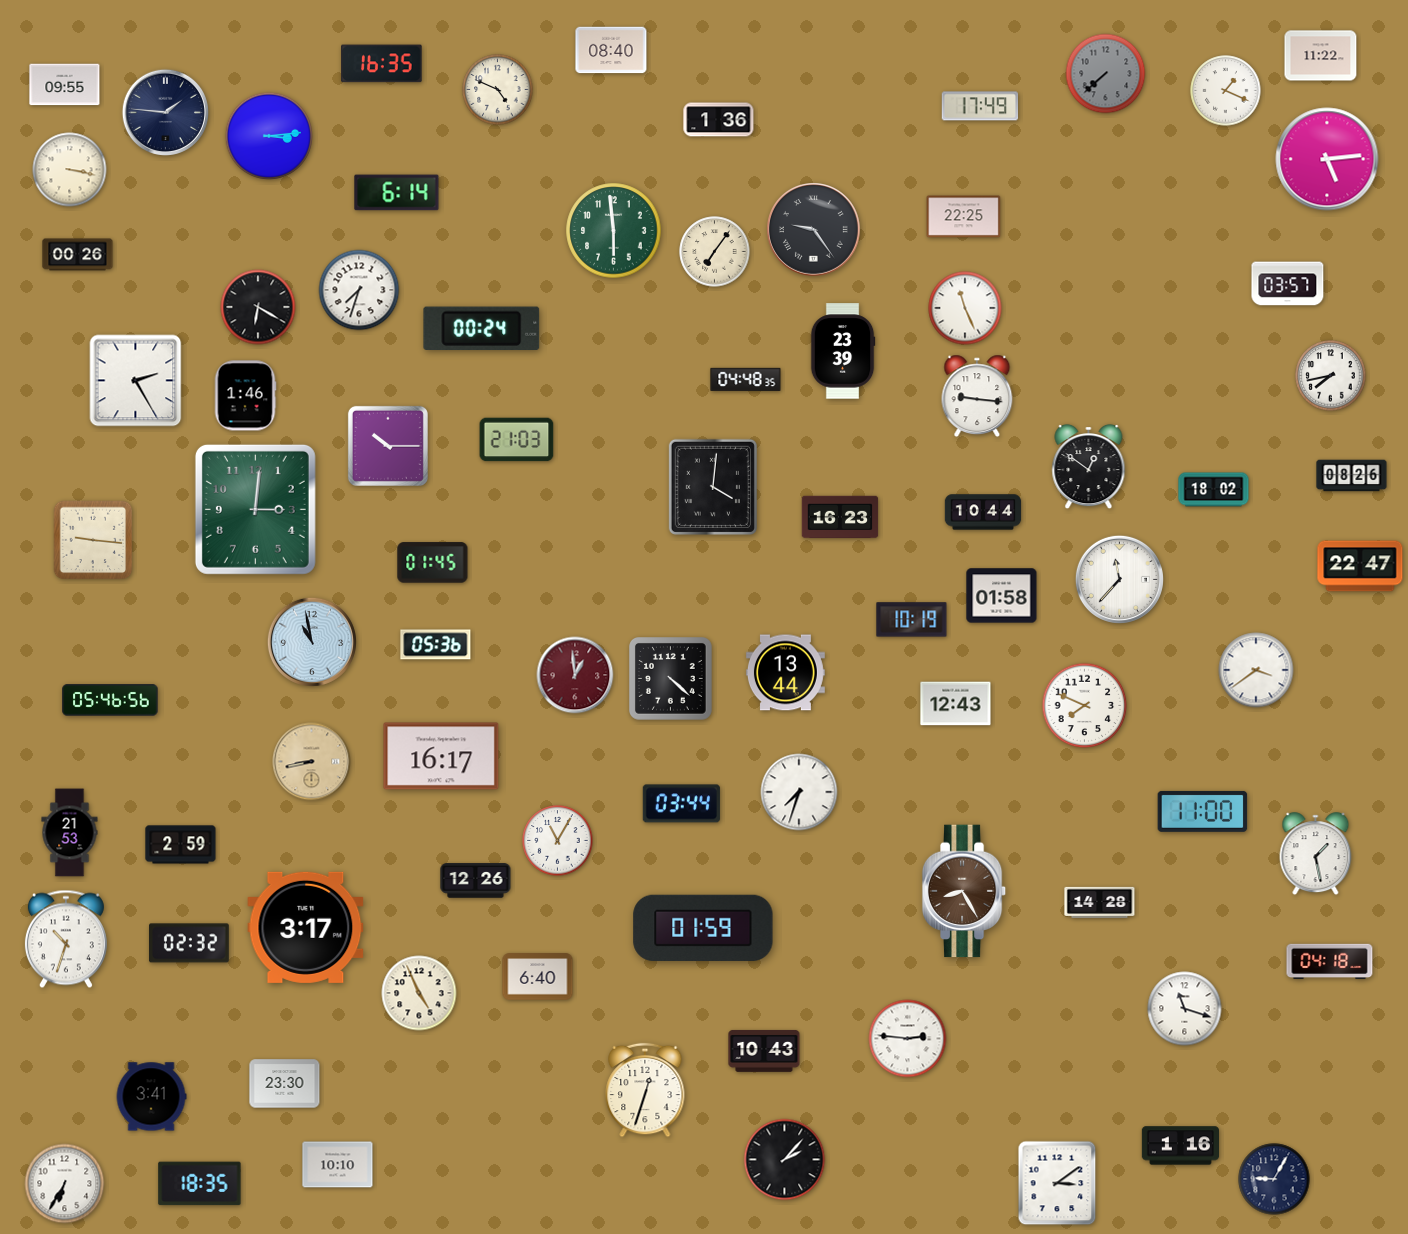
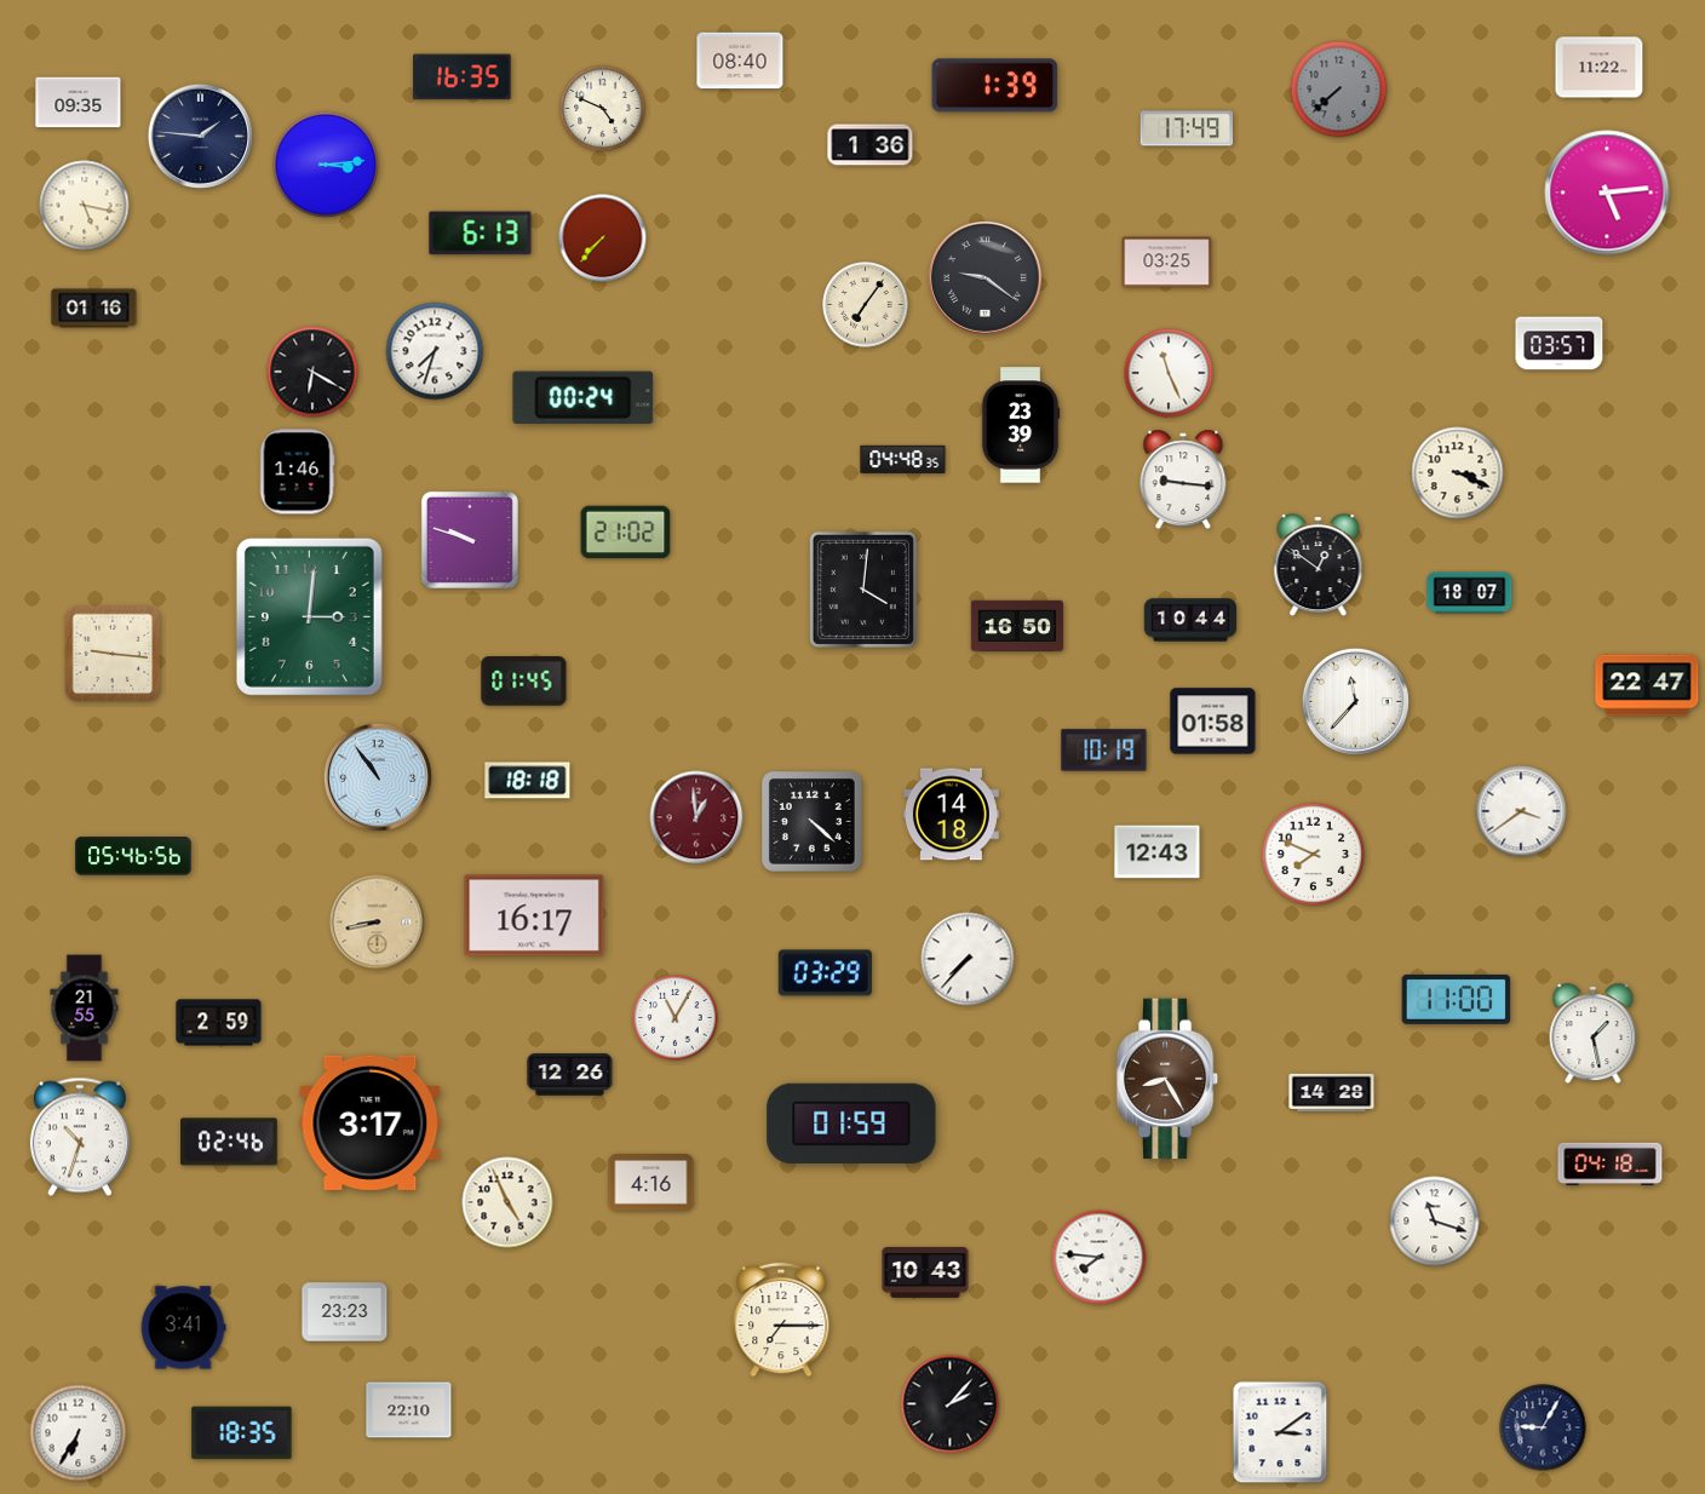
clock at (995, 86): none -> 1:39
clock at (65, 85): 09:55 -> 09:35
clock at (1226, 91): 1:19 -> none
clock at (70, 170): 3:17 -> 5:17
clock at (397, 193): 6:14 -> 6:13
clock at (603, 239): none -> 7:37
clock at (964, 217): 22:25 -> 03:25
clock at (814, 230): 9:24 -> 9:21
clock at (614, 231): 5:59 -> none
clock at (78, 255): 00:26 -> 01:16
clock at (1331, 376): 7:43 -> none
clock at (136, 381): 2:25 -> none
clock at (1458, 473): none -> 3:19
clock at (245, 396) position: (245, 396) -> (297, 472)
clock at (517, 440): 21:03 -> 21:02
clock at (388, 446): 10:15 -> 9:48
clock at (1352, 476): 08:26 -> none
clock at (1214, 490): 18:02 -> 18:07
clock at (840, 517): 16:23 -> 16:50
clock at (312, 642): 10:58 -> 10:54
clock at (436, 645): 05:36 -> 18:18
clock at (785, 673): 13:44 -> 14:18
clock at (110, 700) position: (110, 700) -> (133, 856)
clock at (799, 792): 7:33 -> 7:37
clock at (681, 804): 03:44 -> 03:29
clock at (1203, 811) position: (1203, 811) -> (1457, 999)
clock at (70, 833): 21:53 -> 21:55
clock at (476, 881) position: (476, 881) -> (570, 1075)
clock at (190, 943): 02:32 -> 02:46
clock at (538, 977): 6:40 -> 4:16
clock at (908, 1039): 2:46 -> 7:46
clock at (285, 1084): 23:30 -> 23:23
clock at (645, 1090): 12:33 -> 7:15
clock at (1180, 1146): 1:16 -> none
clock at (338, 1165): 10:10 -> 22:10
